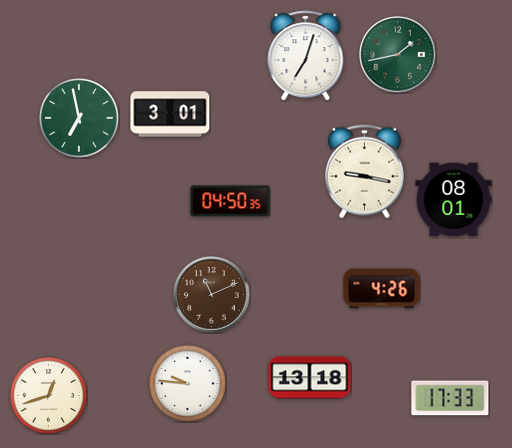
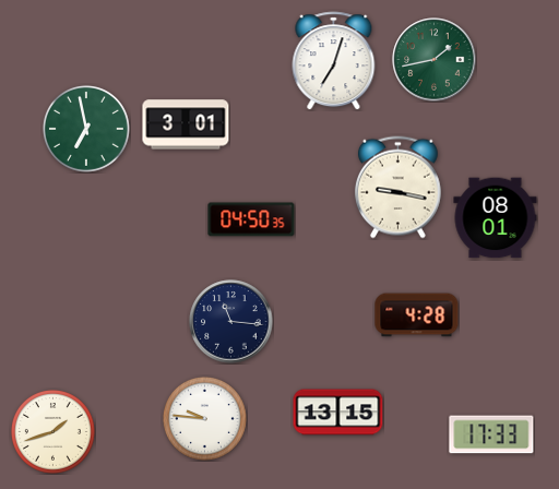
clock at (382, 289): 4:26 -> 4:28
clock at (212, 295): 11:11 -> 11:16
clock at (212, 295) dial: brown -> navy
clock at (310, 378): 13:18 -> 13:15
clock at (49, 396): 12:42 -> 1:42
